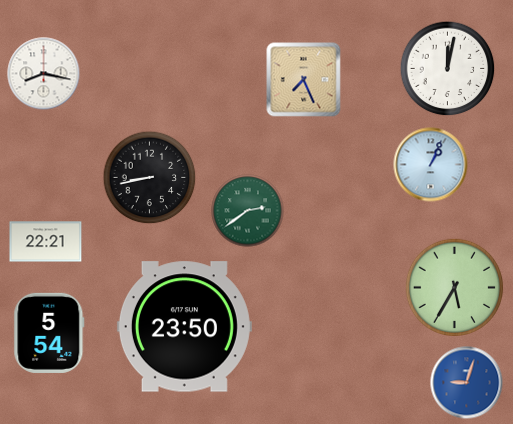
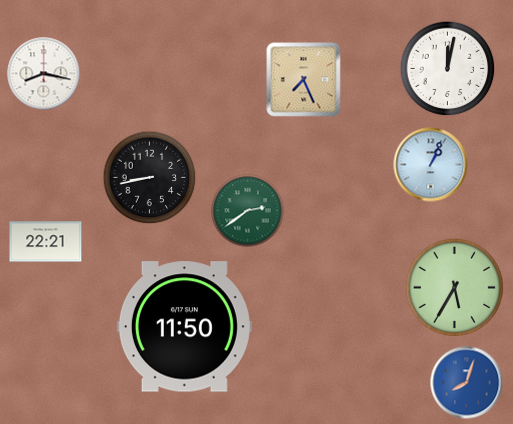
clock at (184, 327): 23:50 -> 11:50
clock at (49, 333): 5:54 -> none
clock at (467, 383): 9:03 -> 8:03
